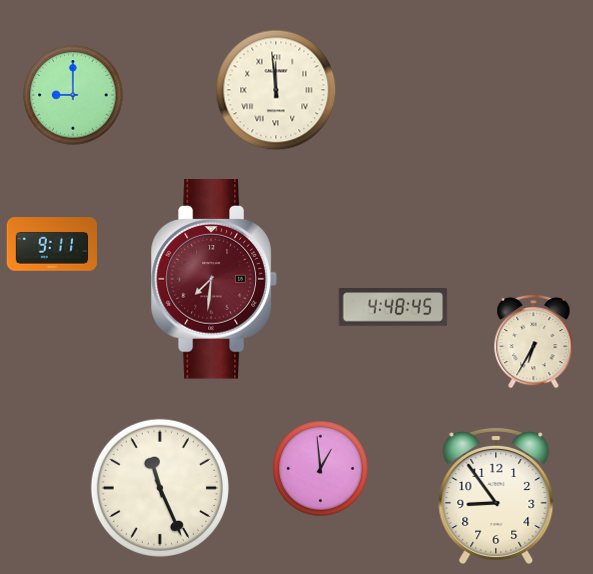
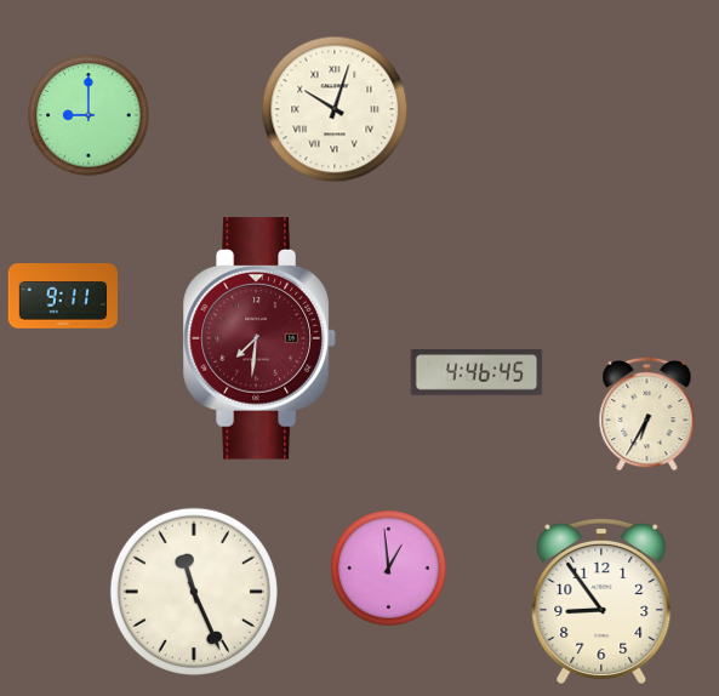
clock at (276, 90): 11:59 -> 10:03
clock at (393, 308): 4:48 -> 4:46
